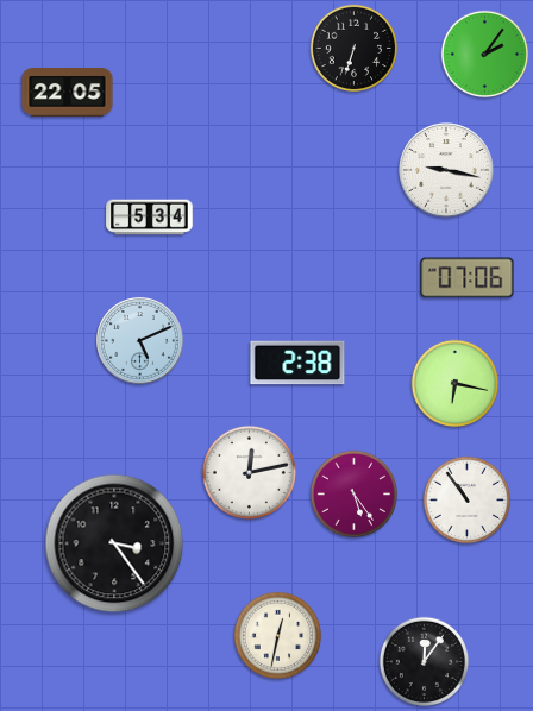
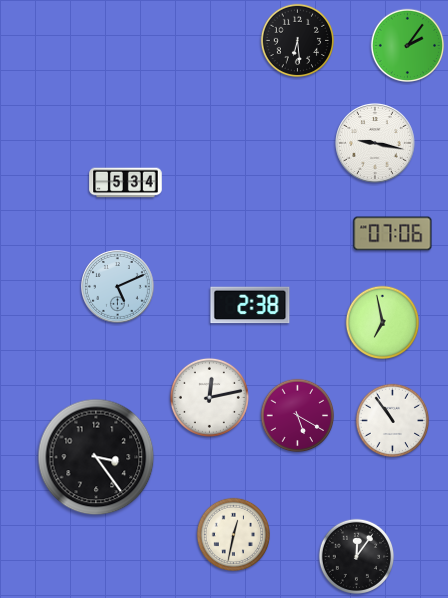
clock at (355, 49): 6:33 -> 6:29
clock at (68, 93): 22:05 -> none
clock at (456, 384): 6:17 -> 6:58
clock at (355, 495): 5:24 -> 5:20
